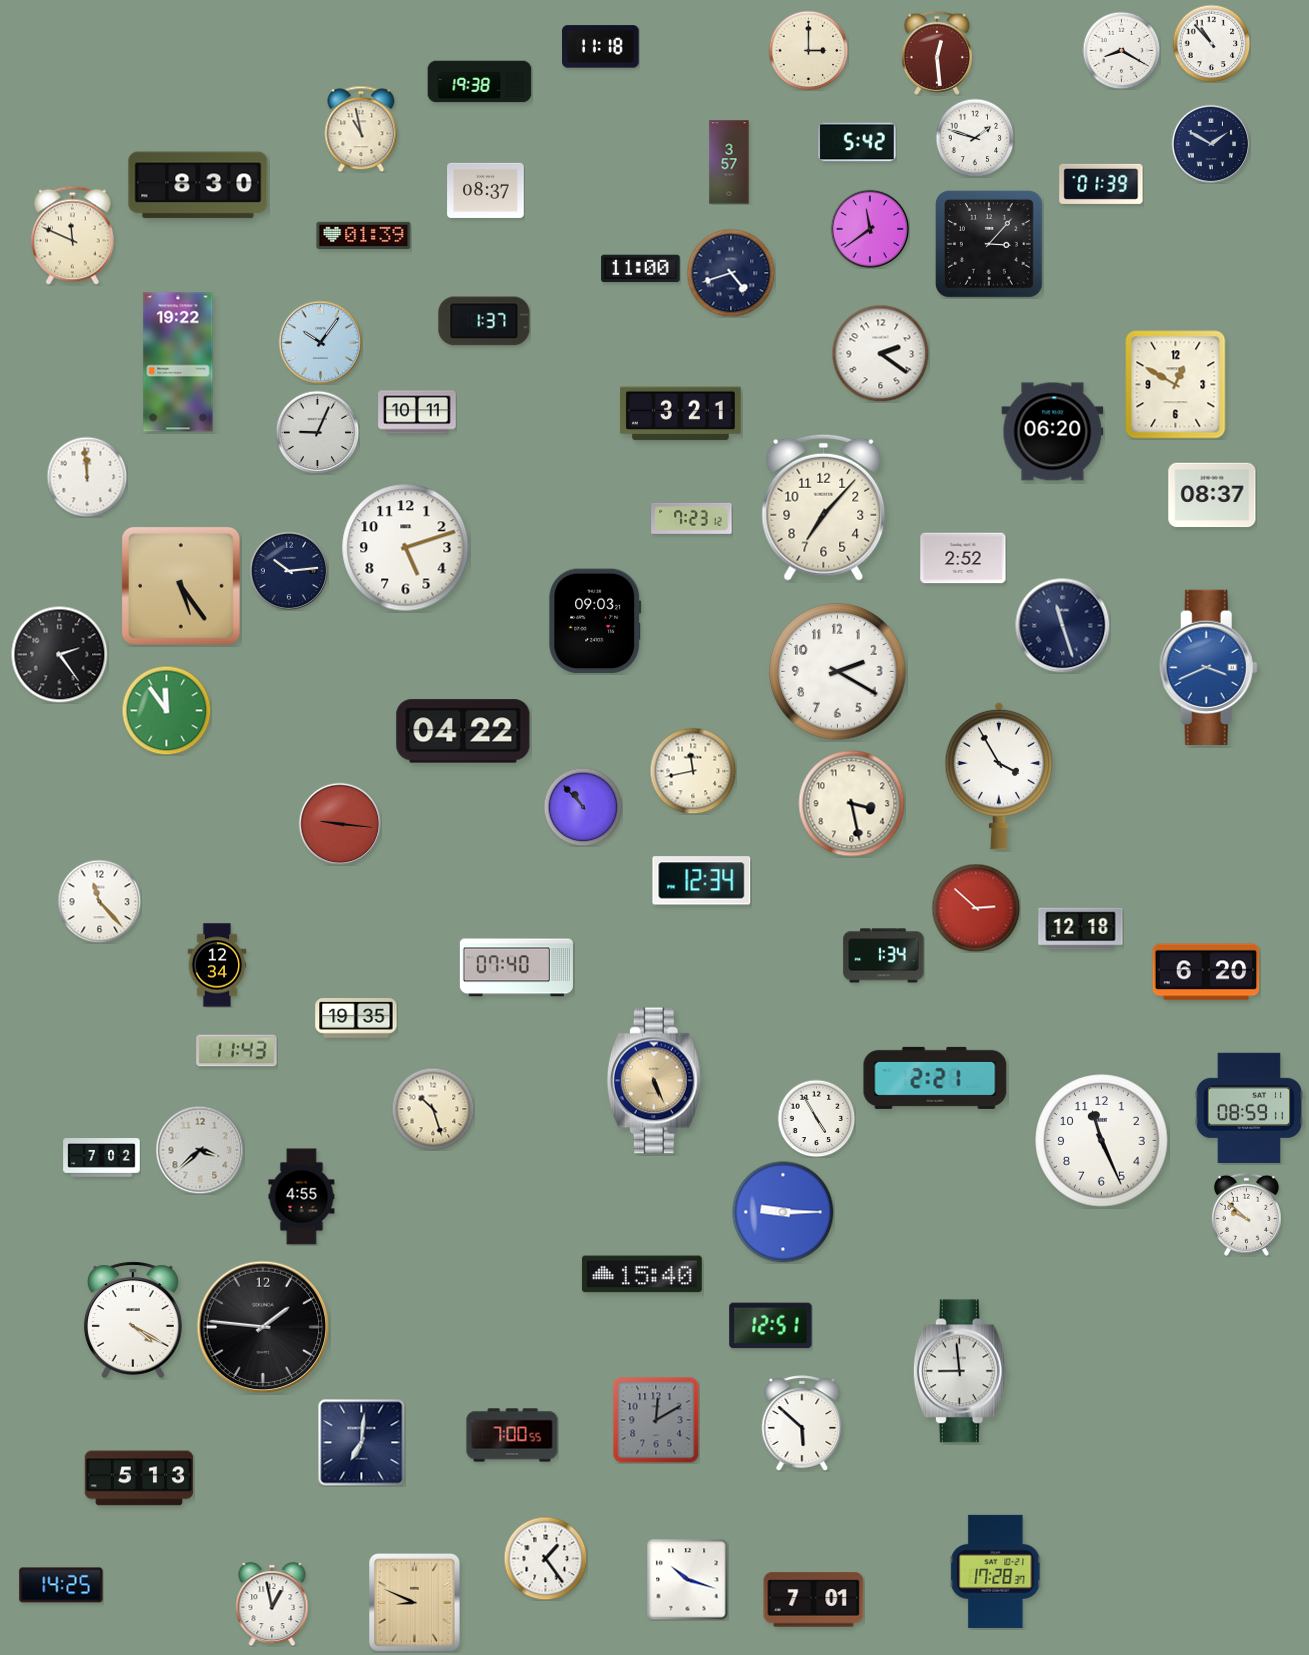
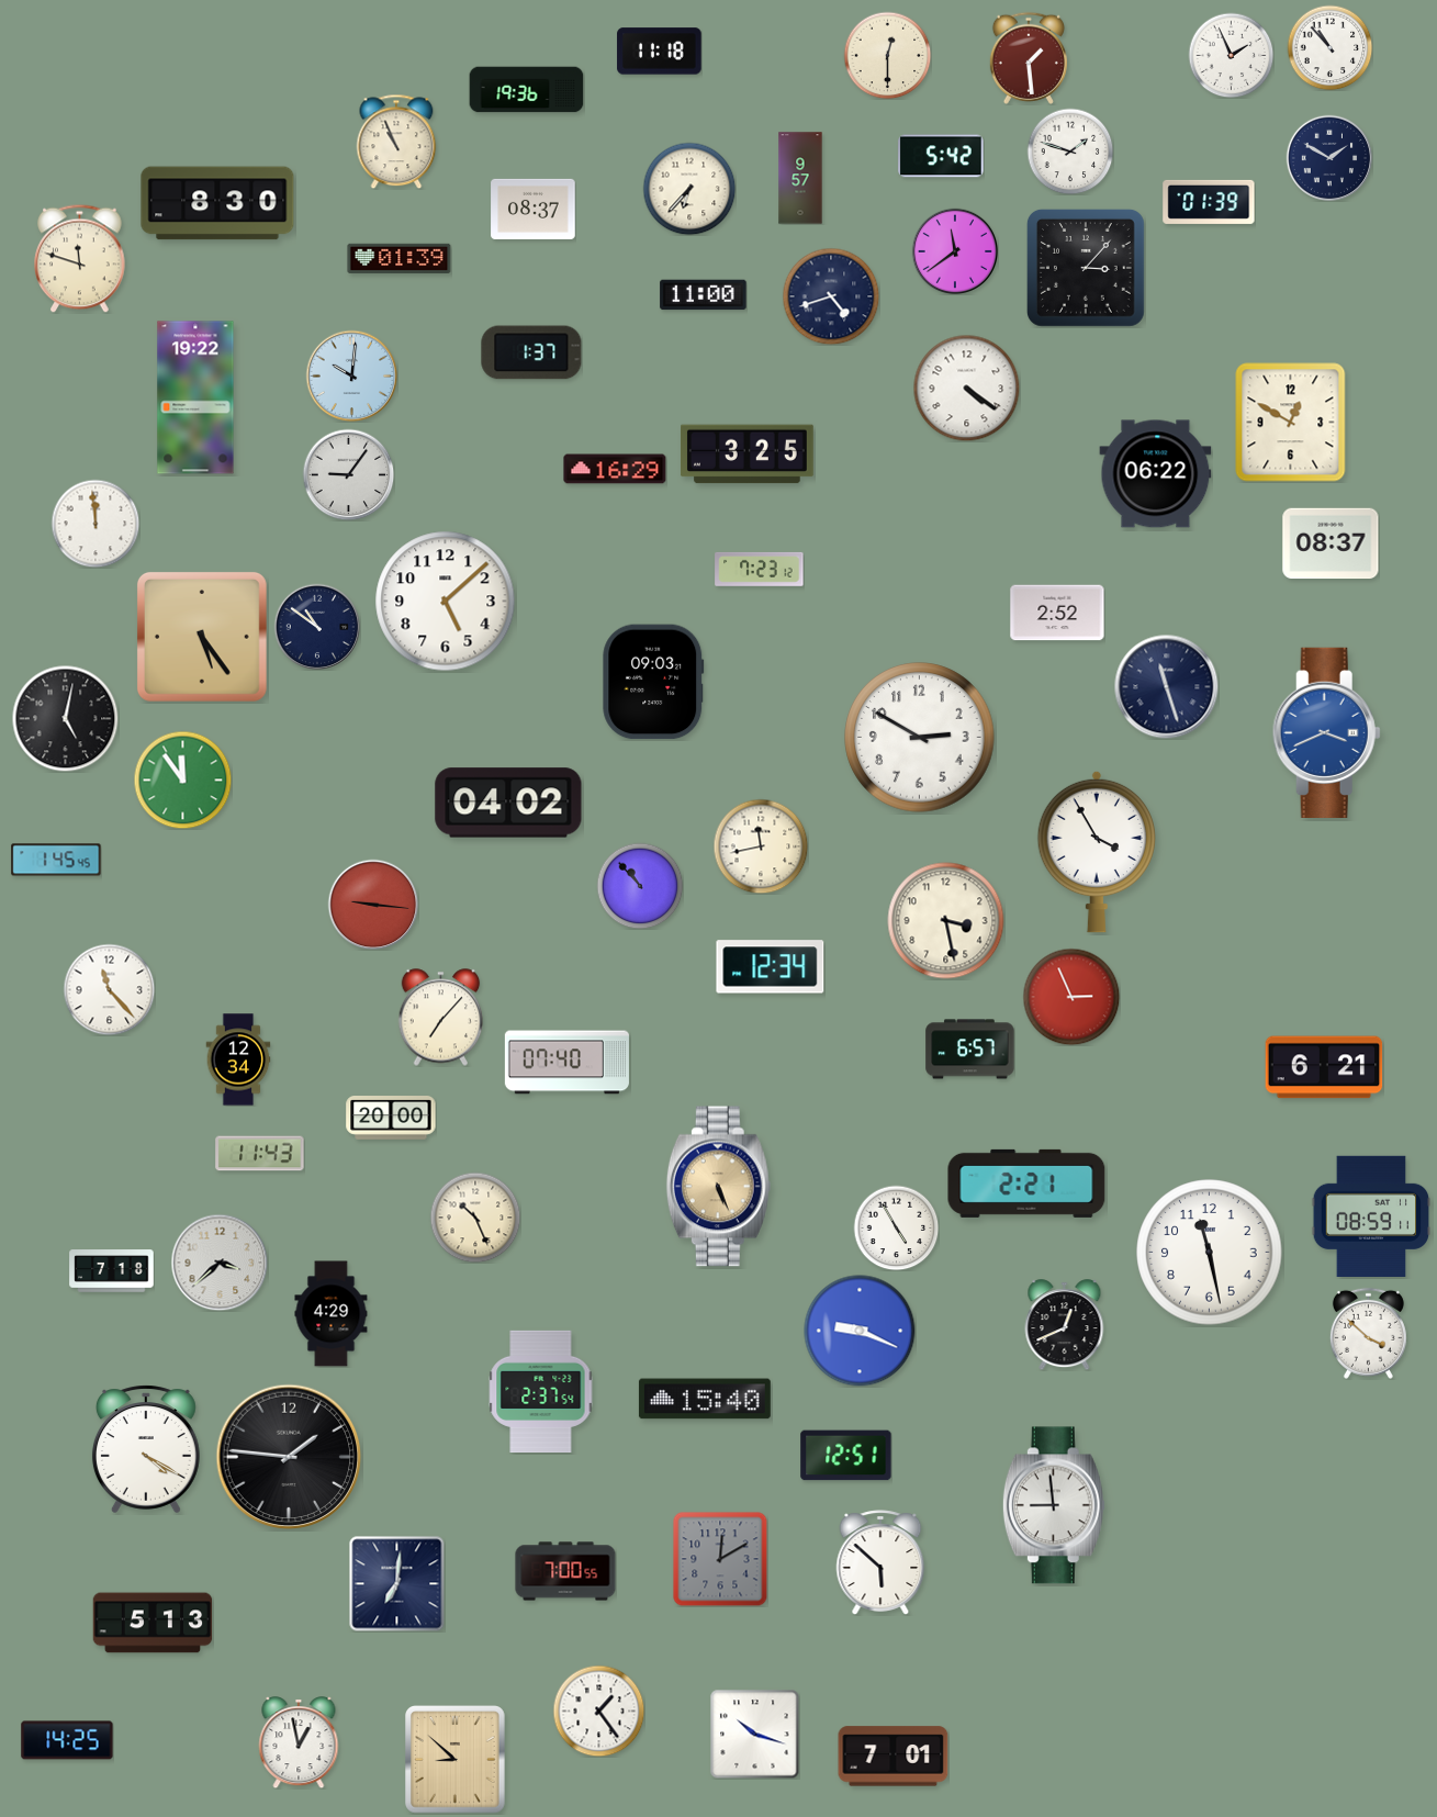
clock at (808, 50): 3:00 -> 12:30
clock at (1121, 50): 8:20 -> 1:56
clock at (937, 53): 12:29 -> 1:29
clock at (480, 82): 19:38 -> 19:36
clock at (361, 129): 10:58 -> 10:56
clock at (729, 162): 3:57 -> 9:57
clock at (689, 189): none -> 6:37
clock at (73, 235): 11:49 -> 11:48
clock at (731, 273) position: (731, 273) -> (831, 296)
clock at (320, 342): 10:06 -> 10:01
clock at (880, 353): 2:21 -> 4:21
clock at (417, 412): 10:11 -> none
clock at (681, 414): 3:21 -> 3:25
clock at (615, 469): none -> 16:29
clock at (317, 432): 9:04 -> 9:06
clock at (1053, 432): 06:20 -> 06:22
clock at (824, 507): 7:07 -> none
clock at (406, 548): 5:12 -> 5:08
clock at (289, 571): 10:14 -> 10:51
clock at (181, 586) position: (181, 586) -> (202, 637)
clock at (59, 654): 2:24 -> 5:02
clock at (838, 672): 2:20 -> 2:50
clock at (463, 731): 04:22 -> 04:02
clock at (56, 860): none -> 1:45
clock at (852, 804) position: (852, 804) -> (946, 921)
clock at (976, 908): 2:52 -> 2:56
clock at (441, 1018): none -> 7:07
clock at (1081, 929): 12:18 -> none
clock at (884, 956): 1:34 -> 6:57
clock at (1206, 972): 6:20 -> 6:21
clock at (356, 1019): 19:35 -> 20:00
clock at (433, 1109): 10:27 -> 10:26
clock at (1102, 1141): 11:26 -> 11:28
clock at (102, 1158): 7:02 -> 7:18
clock at (302, 1197): 4:55 -> 4:29
clock at (1065, 1325): none -> 12:41
clock at (783, 1212): 9:15 -> 9:19
clock at (1246, 1214): 9:52 -> 3:52
clock at (541, 1391): none -> 2:37
clock at (512, 1435) position: (512, 1435) -> (565, 1571)
clock at (996, 1571): 17:28 -> none
clock at (415, 1603): 8:49 -> 8:52
clock at (272, 1605) position: (272, 1605) -> (299, 1743)
